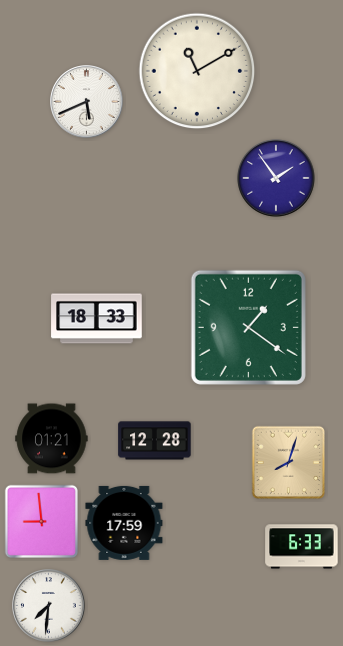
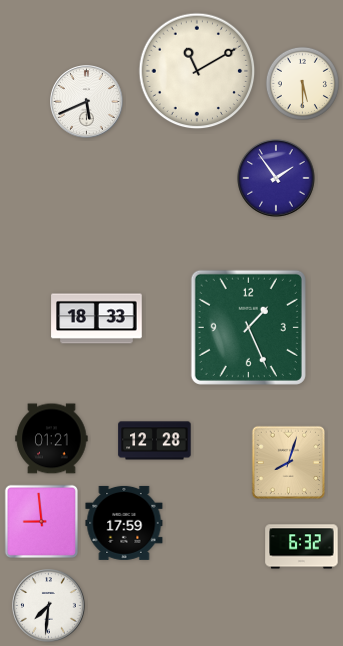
clock at (302, 83): none -> 5:30
clock at (248, 327): 1:21 -> 1:26
clock at (302, 547): 6:33 -> 6:32
